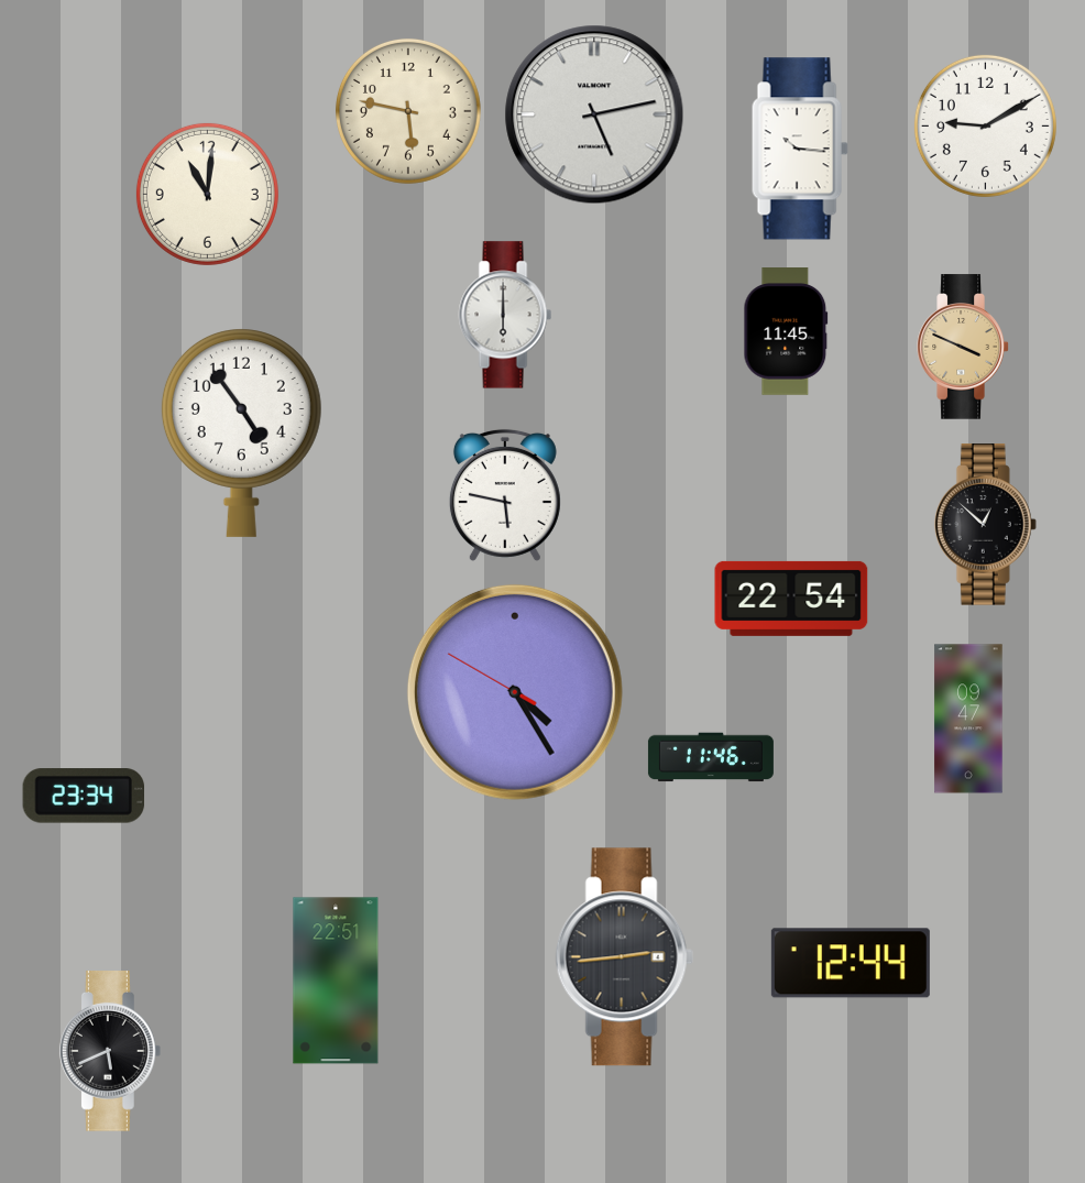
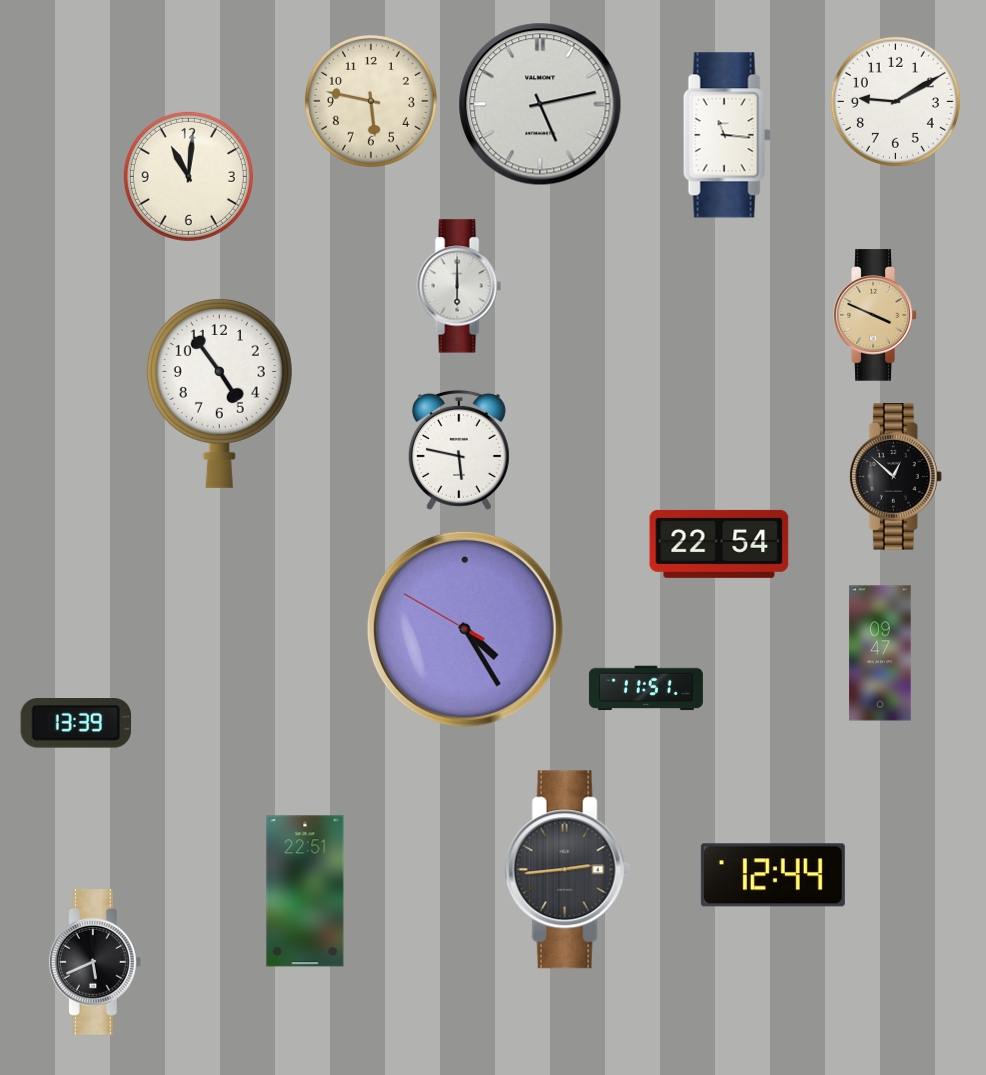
clock at (985, 125) position: (985, 125) -> (895, 101)
clock at (800, 149): 10:16 -> 11:16
clock at (786, 331): 11:45 -> none
clock at (515, 692) position: (515, 692) -> (465, 629)
clock at (711, 757): 11:46 -> 11:51
clock at (84, 796): 23:34 -> 13:39
clock at (110, 1052) position: (110, 1052) -> (95, 963)
